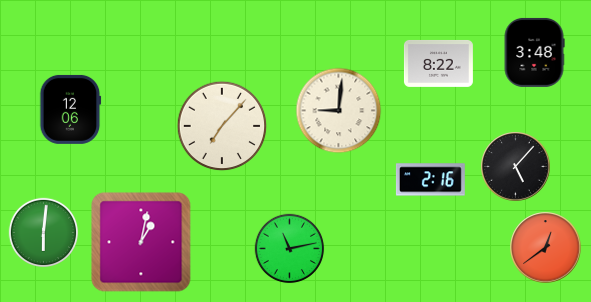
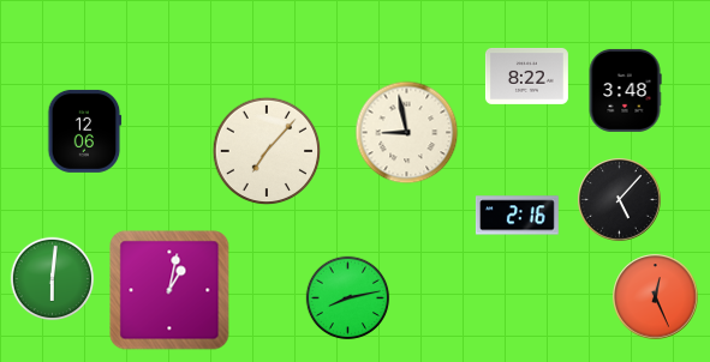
clock at (534, 52) position: (534, 52) -> (625, 90)
clock at (339, 111): 9:01 -> 8:58
clock at (546, 248): 12:39 -> 12:26
clock at (290, 249): 11:13 -> 8:13
